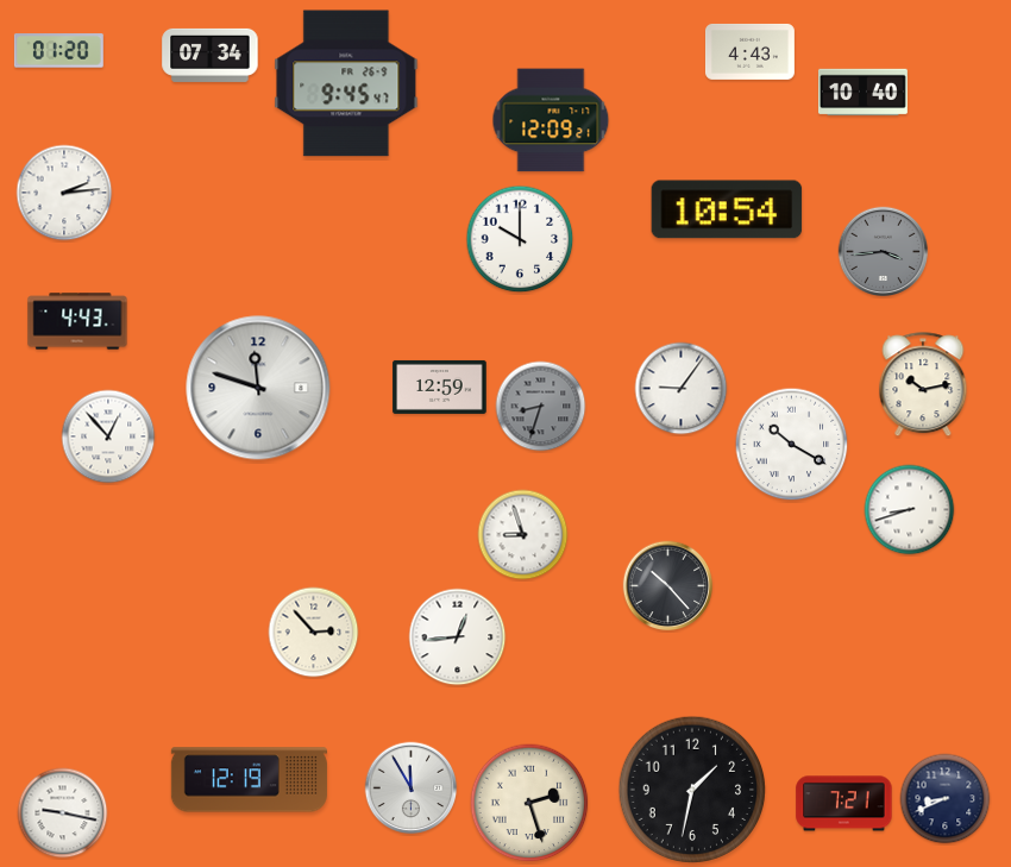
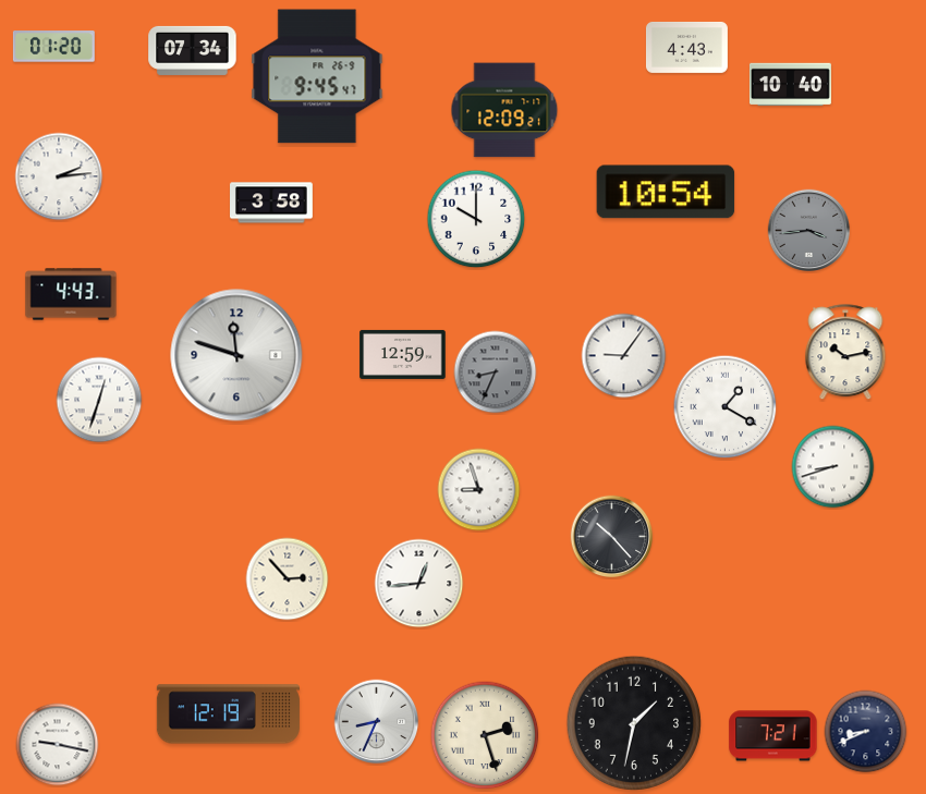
clock at (272, 203): none -> 3:58
clock at (541, 407): 8:33 -> 8:34
clock at (108, 436): 12:53 -> 12:33
clock at (792, 445): 10:20 -> 1:20
clock at (412, 789): 11:55 -> 8:34
